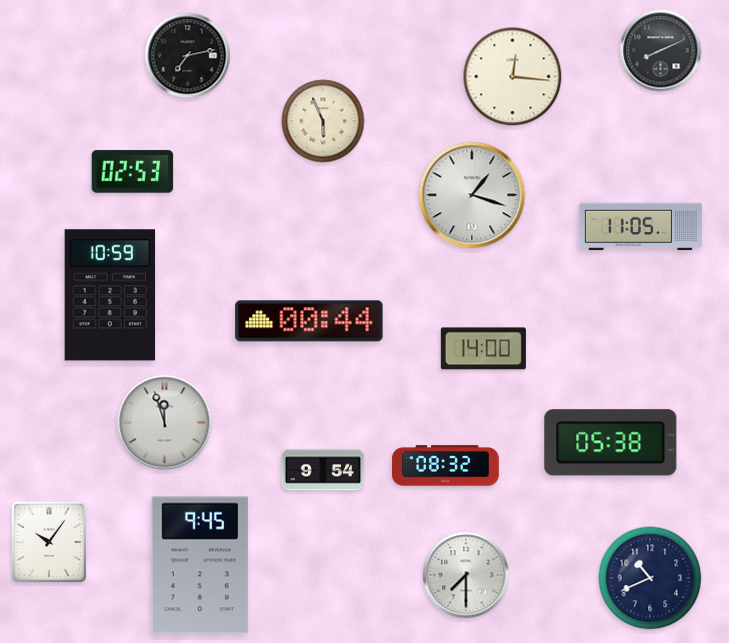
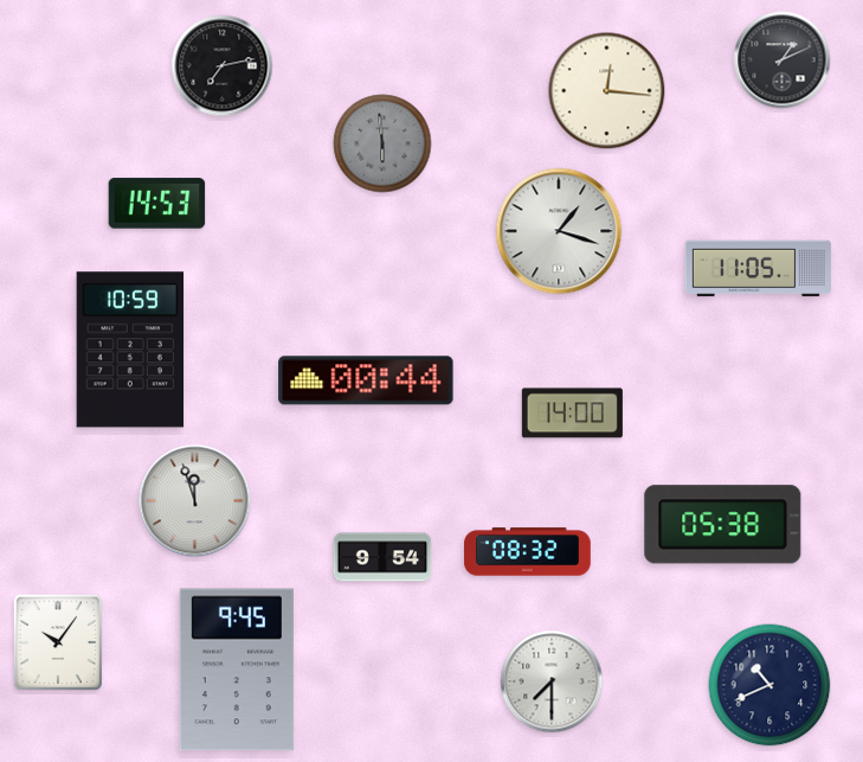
clock at (661, 51): 8:11 -> 1:11
clock at (323, 121): 5:56 -> 5:59
clock at (323, 121) dial: cream -> grey
clock at (133, 172): 02:53 -> 14:53
